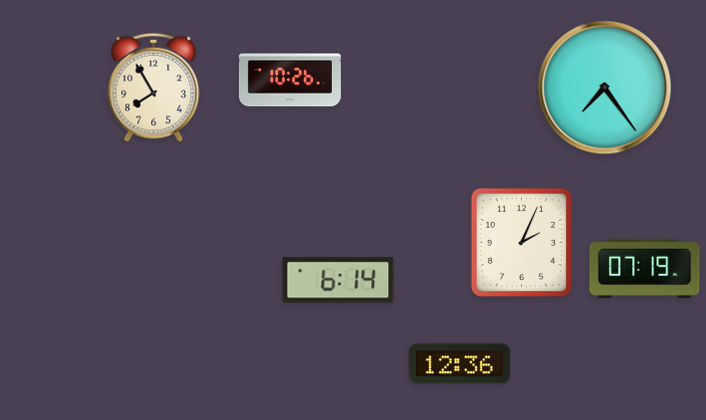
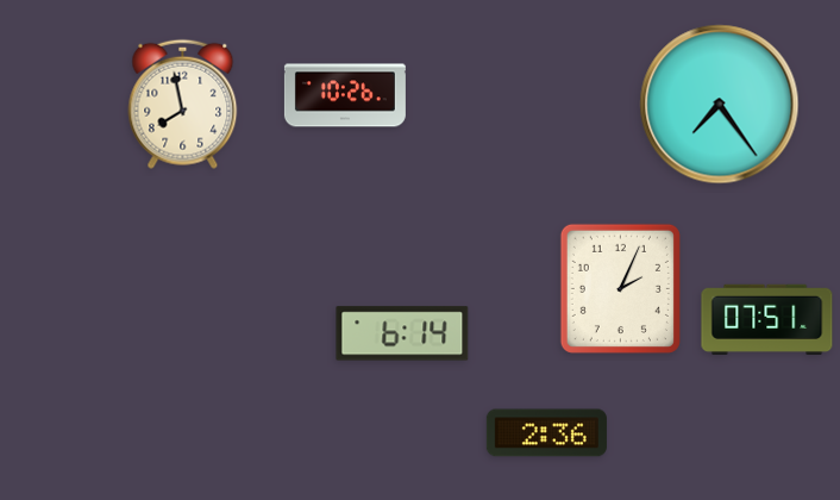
clock at (154, 87): 7:55 -> 7:58
clock at (645, 268): 07:19 -> 07:51
clock at (459, 364): 12:36 -> 2:36
